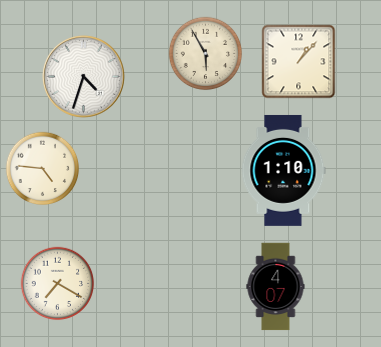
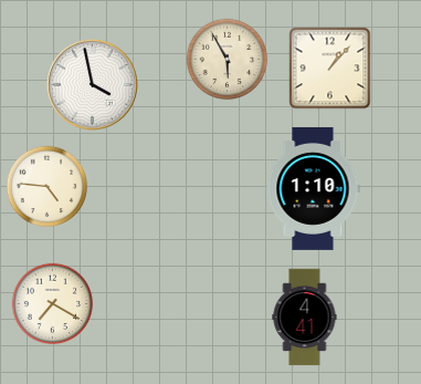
clock at (84, 77): 4:33 -> 3:58
clock at (58, 284) position: (58, 284) -> (53, 304)
clock at (276, 287): 4:07 -> 4:41
